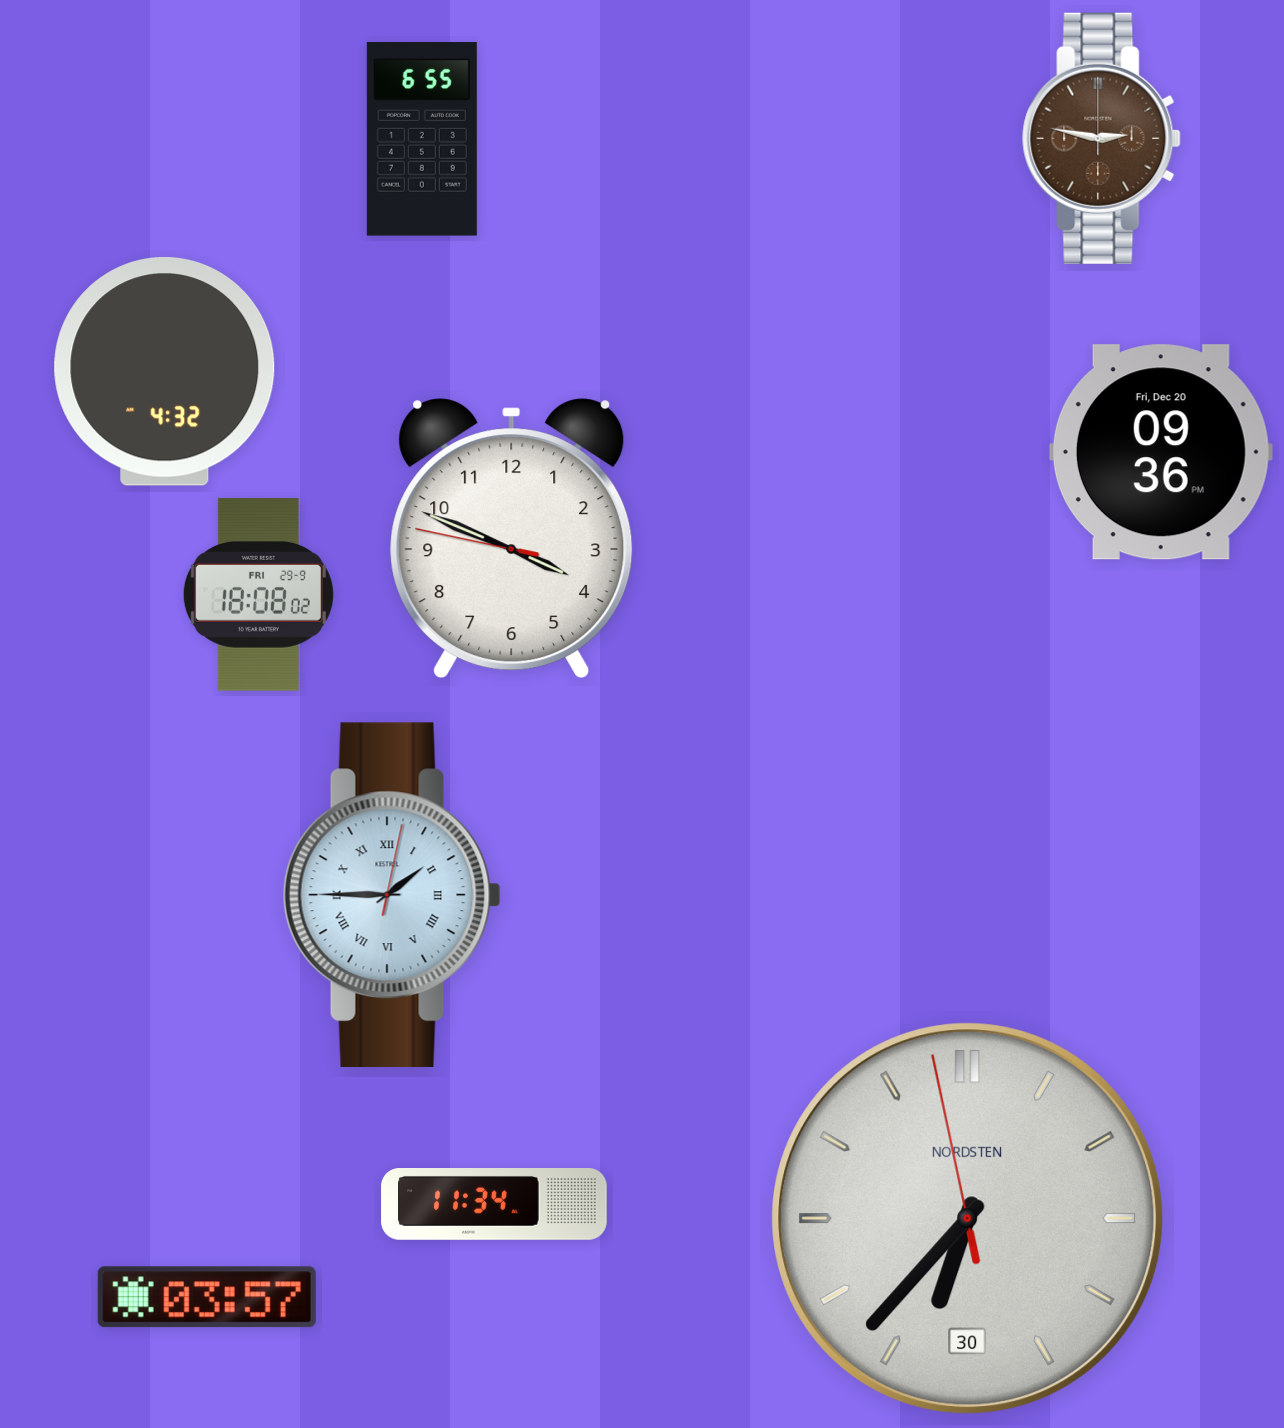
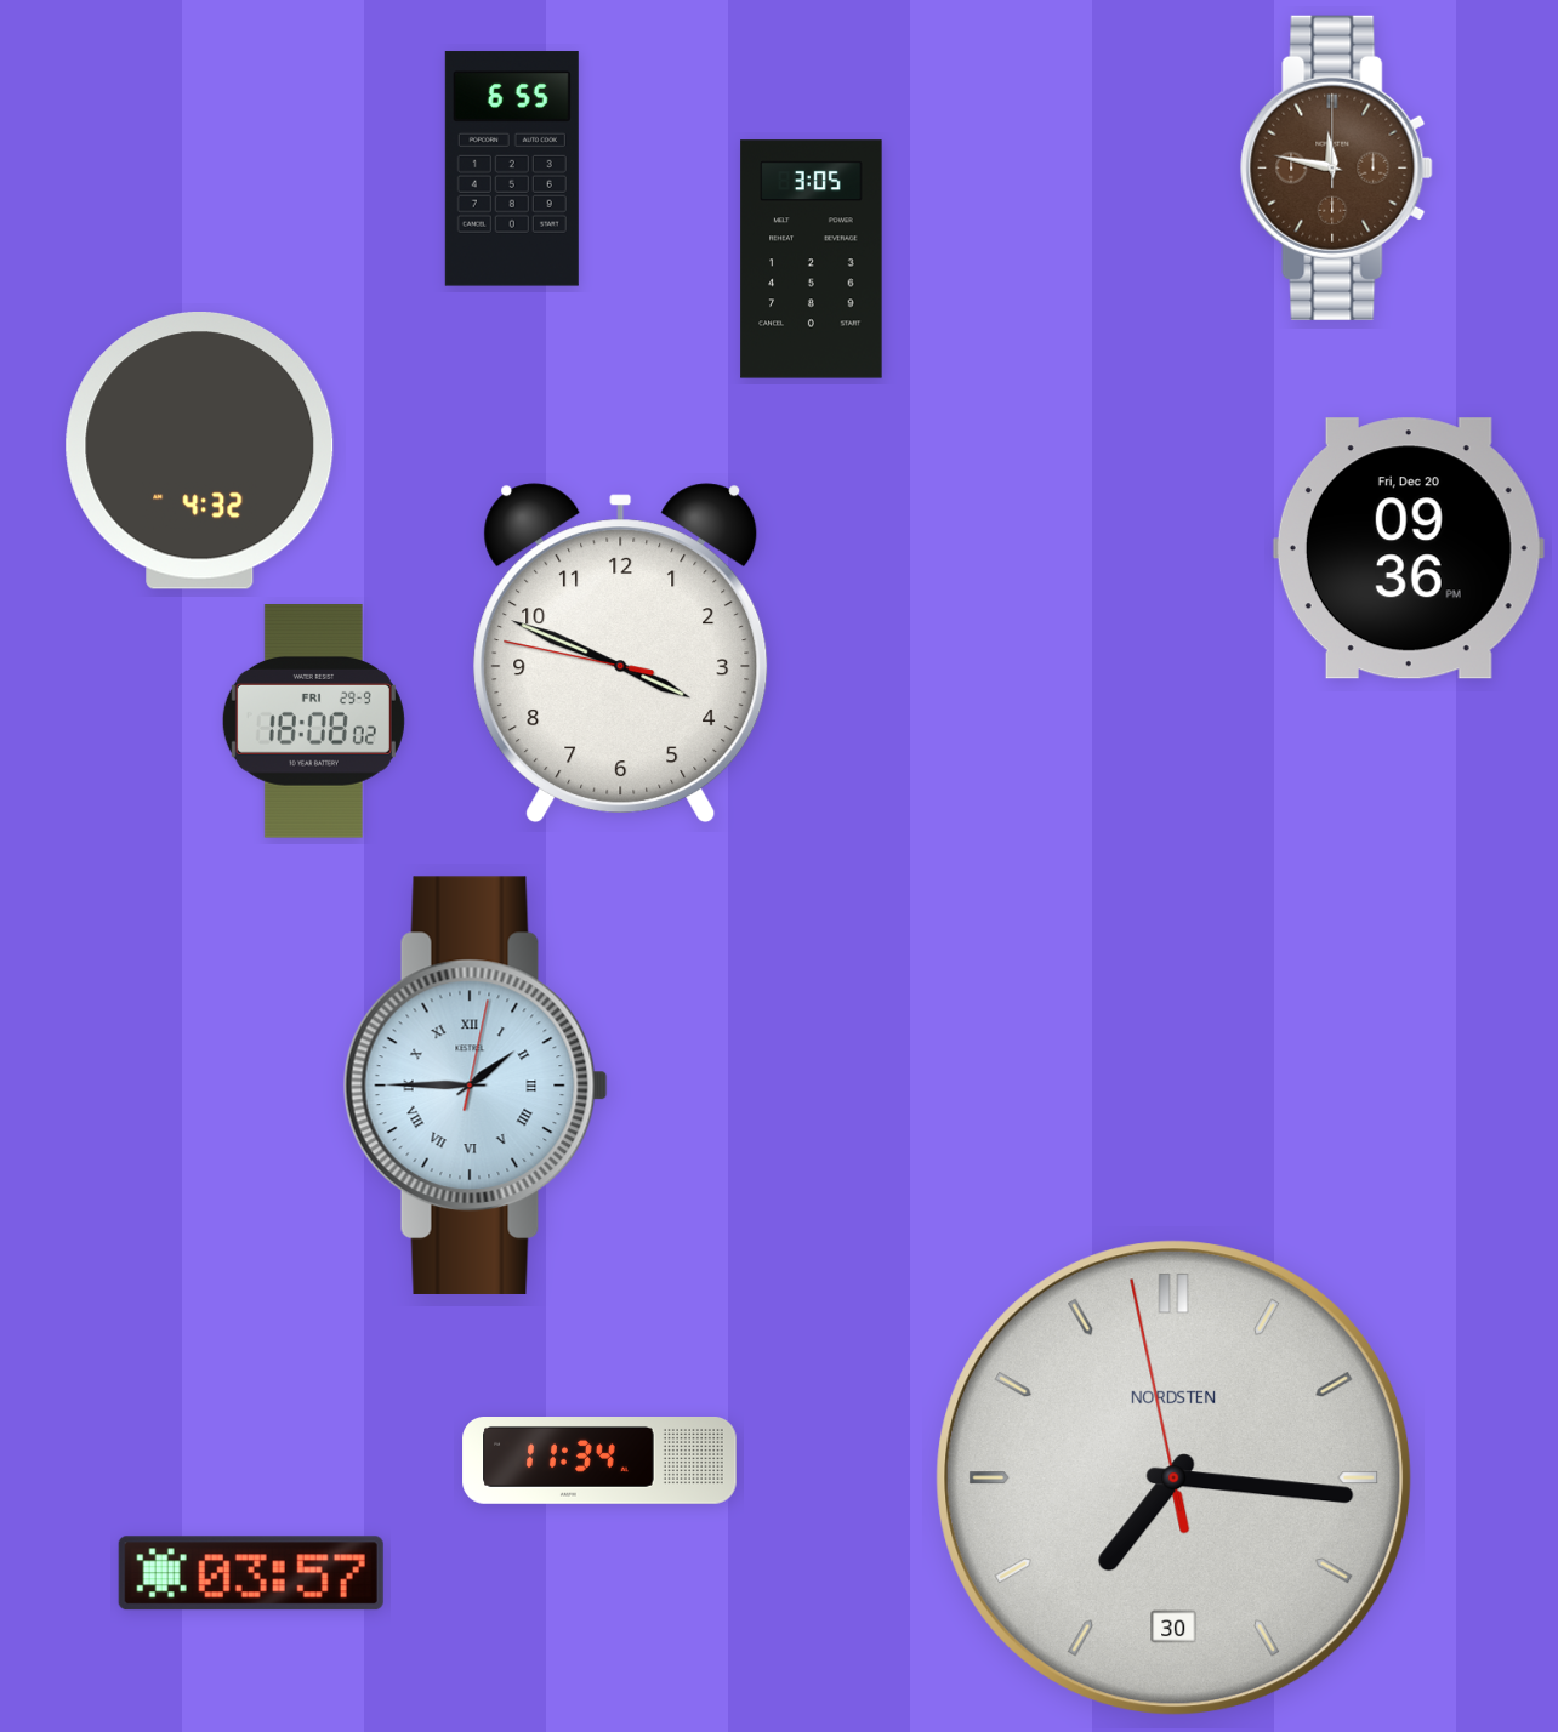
clock at (1102, 138): 2:47 -> 11:47
clock at (812, 260): none -> 3:05
clock at (968, 1219): 6:36 -> 7:15
